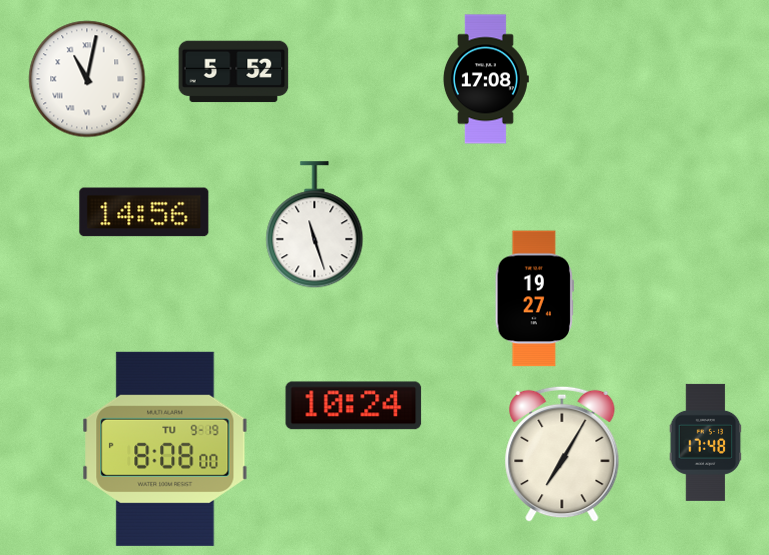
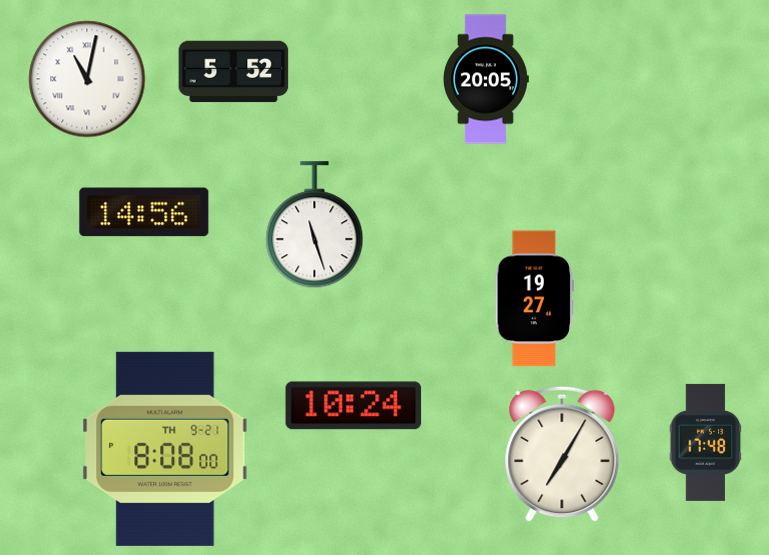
clock at (485, 79): 17:08 -> 20:05
clock at (165, 449) date: TU 9-19 -> TH 9-21
